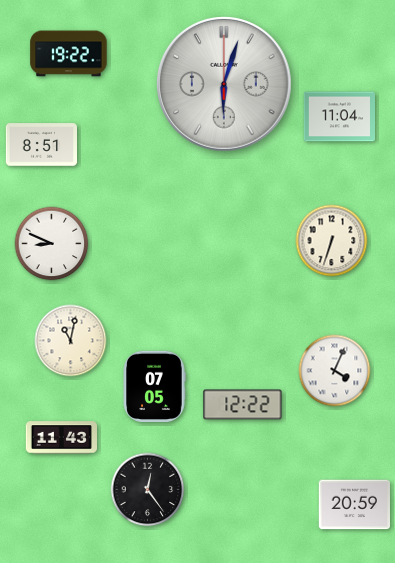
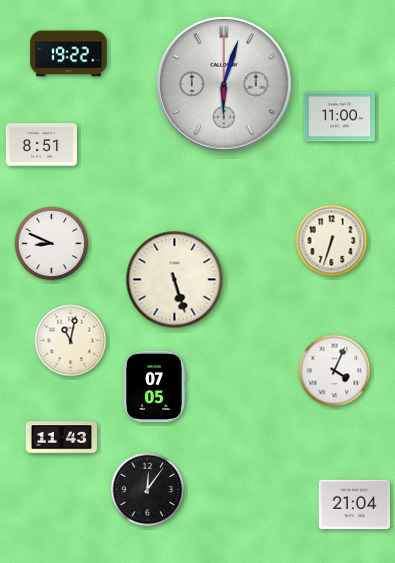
clock at (339, 117): 11:04 -> 11:00
clock at (175, 280): none -> 5:27
clock at (243, 405): 12:22 -> none
clock at (148, 490): 12:24 -> 12:06
clock at (354, 505): 20:59 -> 21:04
